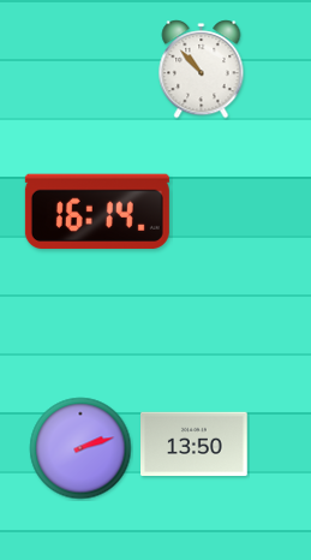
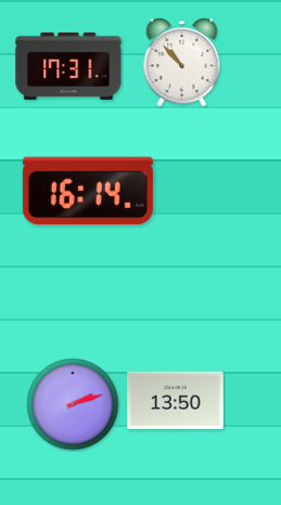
clock at (68, 66): none -> 17:31
